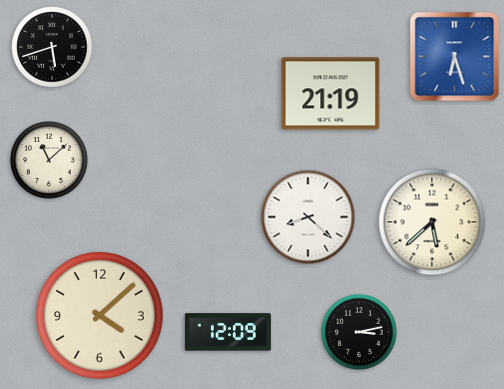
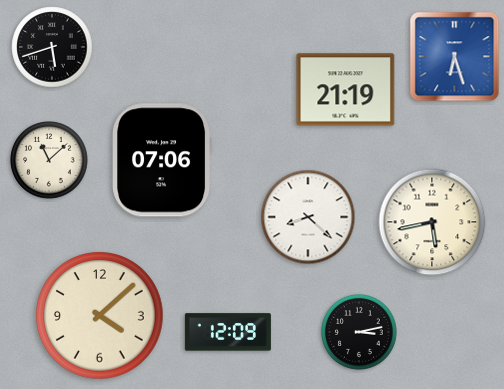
clock at (331, 94) position: (331, 94) -> (346, 90)
clock at (161, 160): none -> 07:06
clock at (432, 222): 5:38 -> 5:43
